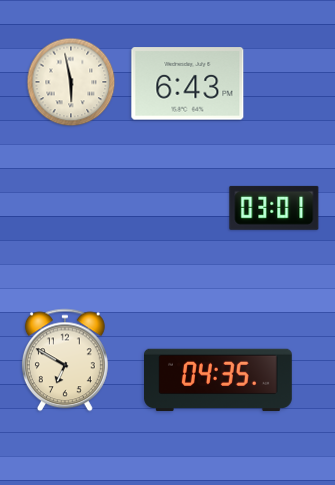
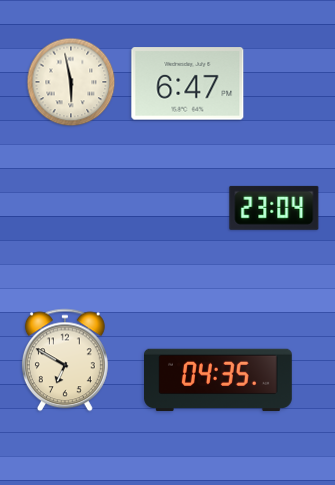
clock at (188, 84): 6:43 -> 6:47
clock at (274, 208): 03:01 -> 23:04
